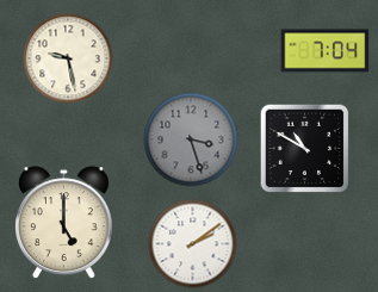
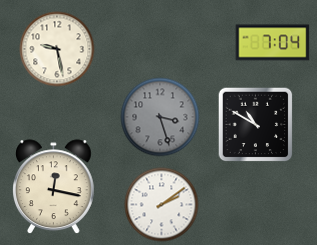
clock at (64, 223): 5:00 -> 12:17
